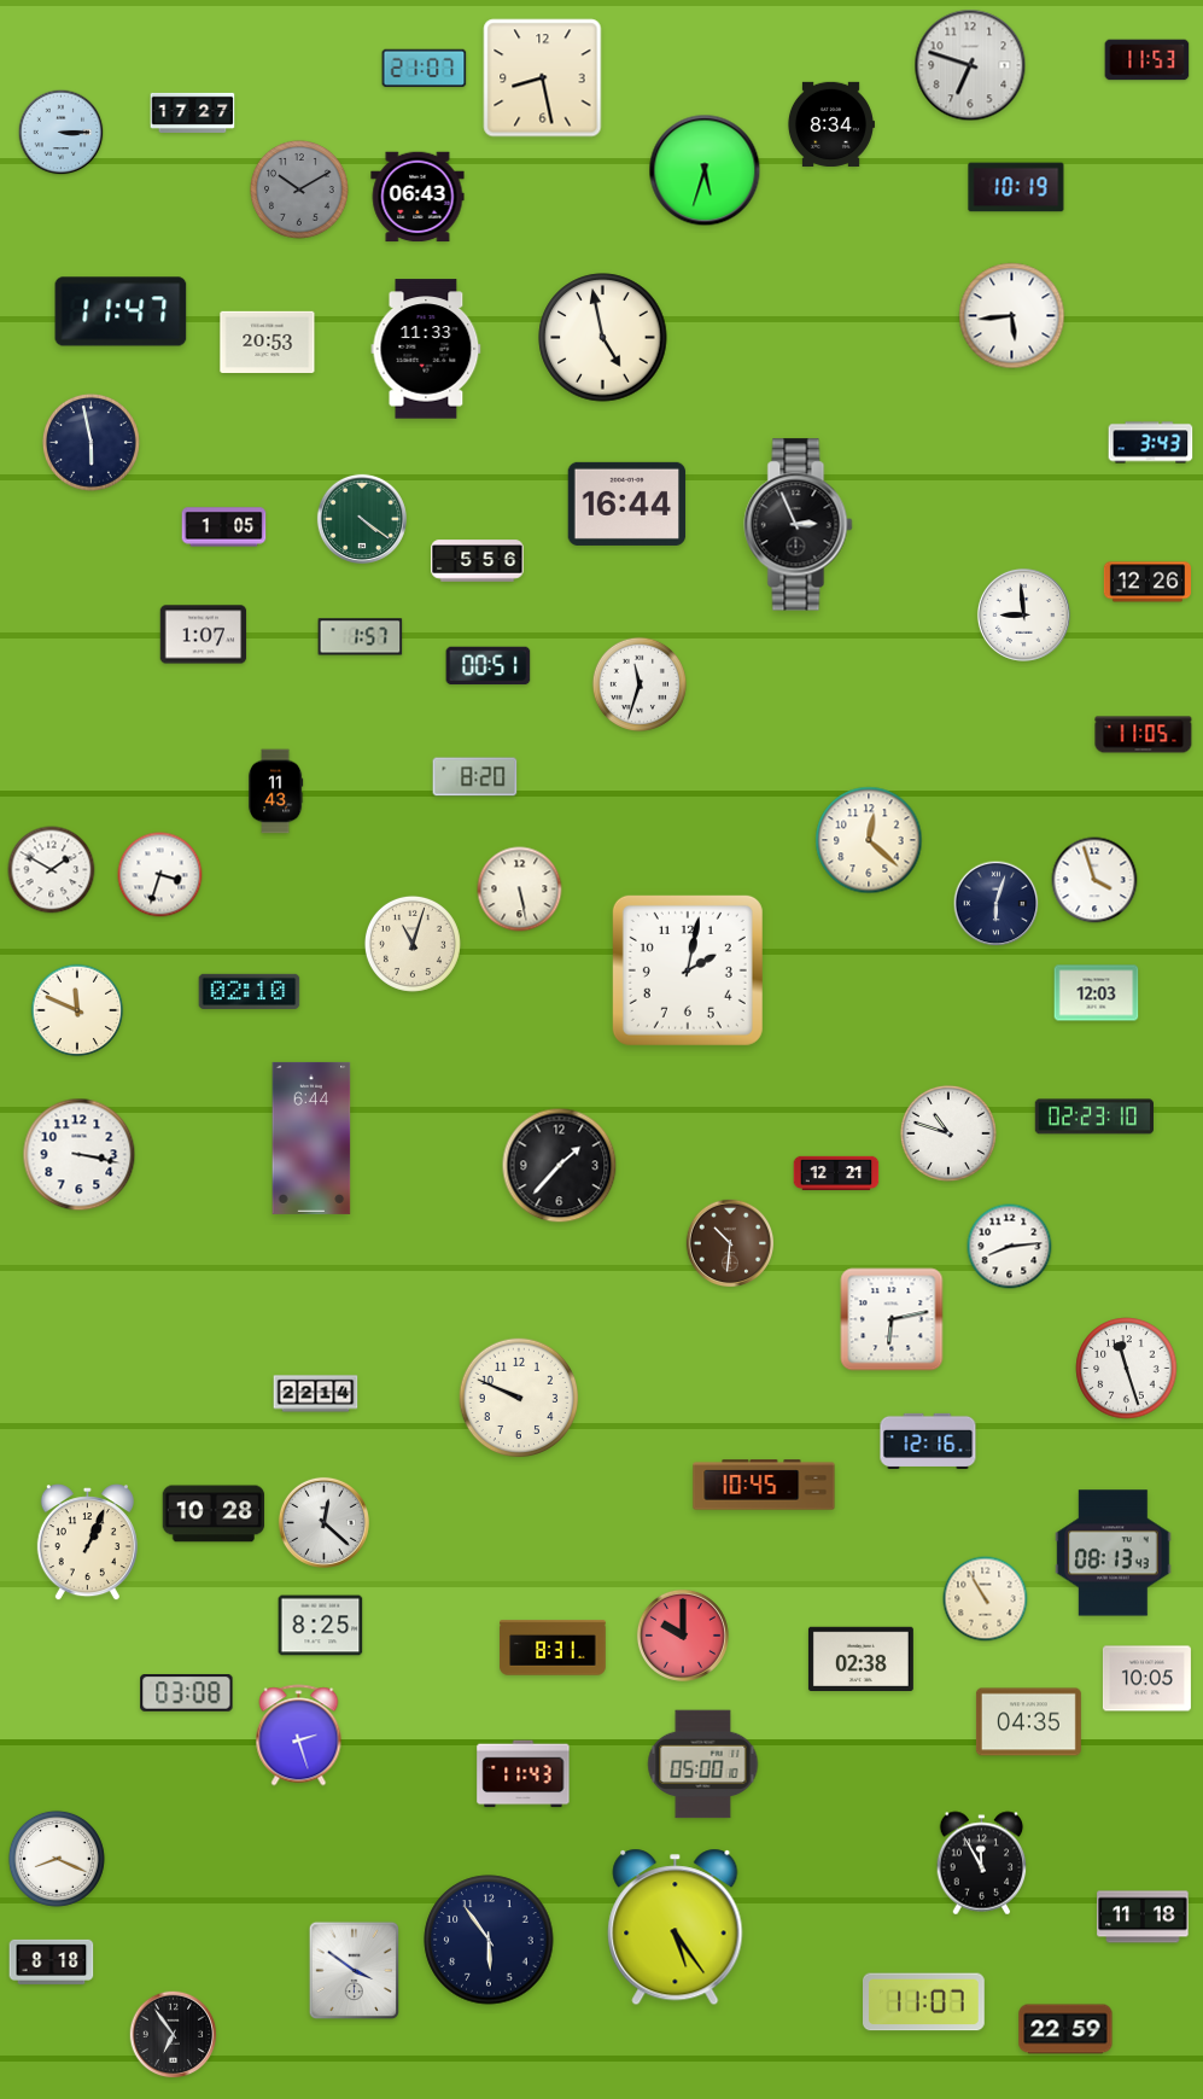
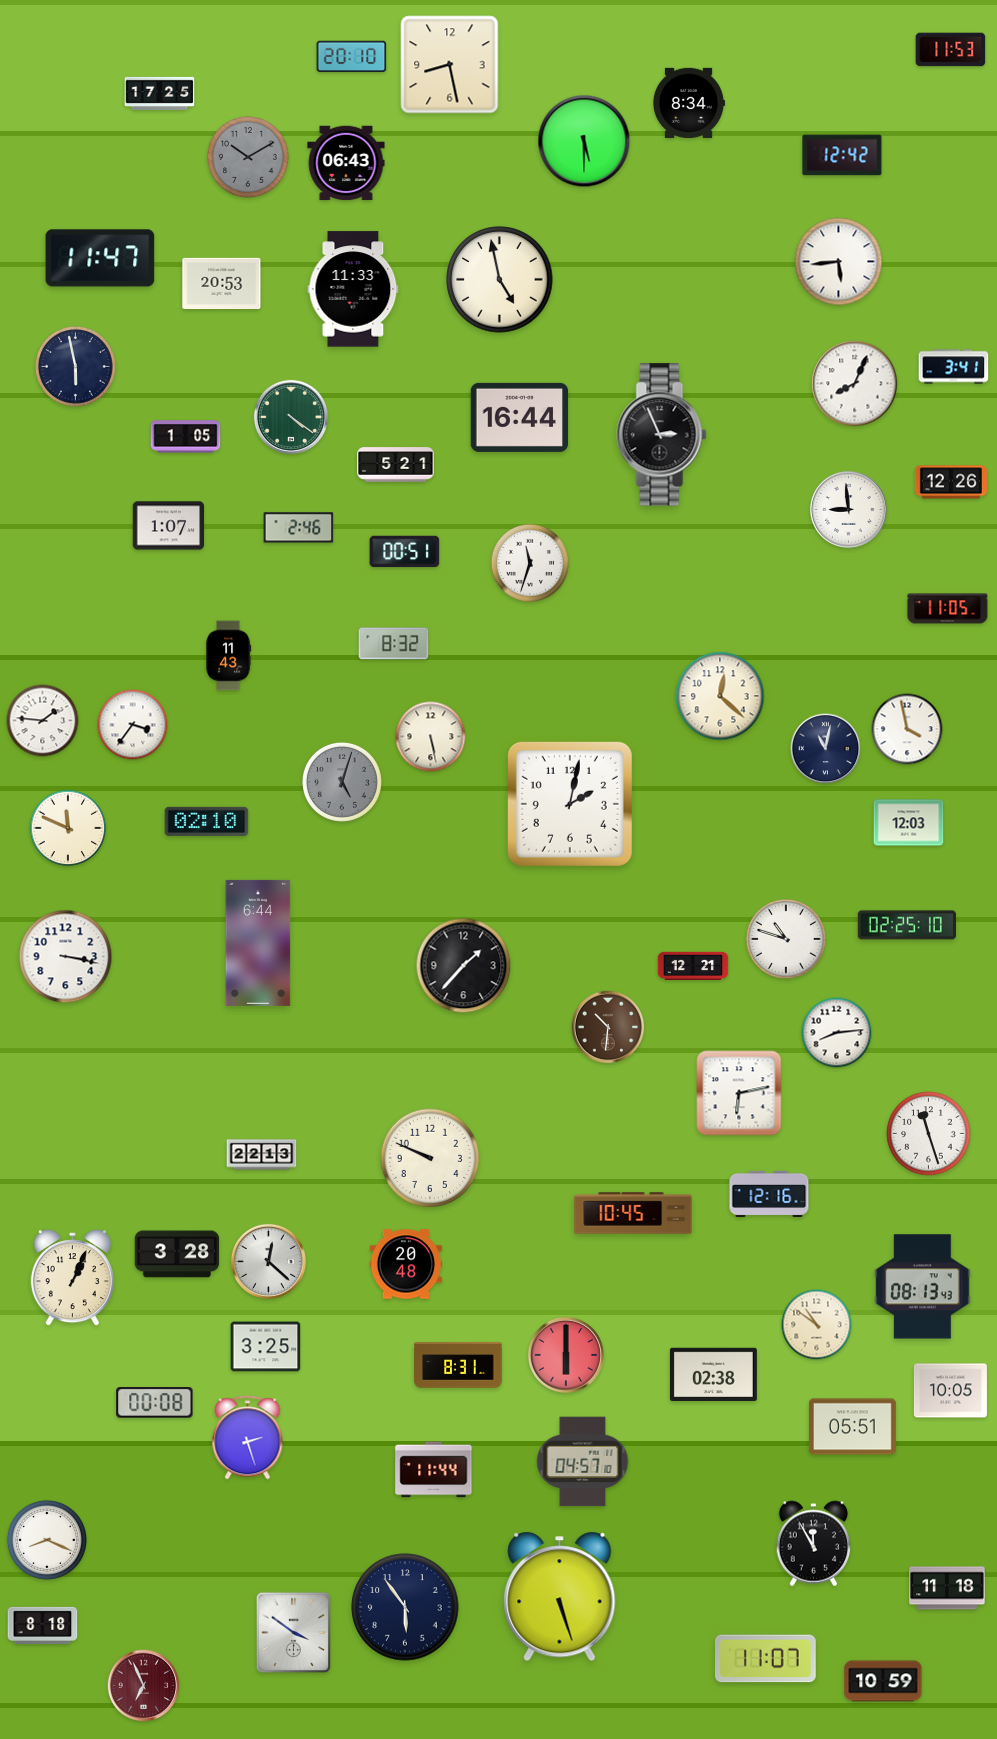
clock at (970, 65): 6:48 -> none
clock at (425, 69): 21:07 -> 20:10
clock at (193, 112): 17:27 -> 17:25
clock at (62, 133): 3:15 -> none
clock at (705, 170): 5:33 -> 5:30
clock at (1016, 187): 10:19 -> 12:42
clock at (1151, 443): 3:43 -> 3:41
clock at (855, 384): none -> 8:04
clock at (362, 519) position: (362, 519) -> (291, 417)
clock at (478, 561): 5:56 -> 5:21
clock at (361, 637): 1:57 -> 2:46
clock at (638, 683) position: (638, 683) -> (529, 562)
clock at (475, 777): 8:20 -> 8:32
clock at (52, 870): 1:50 -> 1:46
clock at (160, 875): 3:33 -> 3:36
clock at (1094, 880): 3:57 -> 3:58
clock at (997, 904): 6:03 -> 11:02
clock at (413, 944): 11:03 -> 5:03
clock at (413, 944) dial: cream -> grey
clock at (77, 1010) position: (77, 1010) -> (68, 828)
clock at (1094, 1116): 02:23 -> 02:25
clock at (836, 1173) position: (836, 1173) -> (693, 966)
clock at (730, 1243) position: (730, 1243) -> (608, 1027)
clock at (1127, 1369) position: (1127, 1369) -> (929, 1134)
clock at (316, 1394): 22:14 -> 22:13
clock at (764, 1485) position: (764, 1485) -> (633, 1213)
clock at (214, 1514): 10:28 -> 3:28
clock at (406, 1264): none -> 20:48
clock at (986, 1599): 10:55 -> 10:51
clock at (321, 1626): 8:25 -> 3:25
clock at (683, 1636): 10:00 -> 6:00
clock at (187, 1693): 03:08 -> 00:08
clock at (1028, 1722): 04:35 -> 05:51
clock at (703, 1765): 05:00 -> 04:57
clock at (524, 1774): 11:43 -> 11:44
clock at (676, 1928): 5:24 -> 5:27
clock at (1065, 2029): 22:59 -> 10:59
clock at (174, 2035): 6:54 -> 6:56
clock at (174, 2035) dial: black -> burgundy
